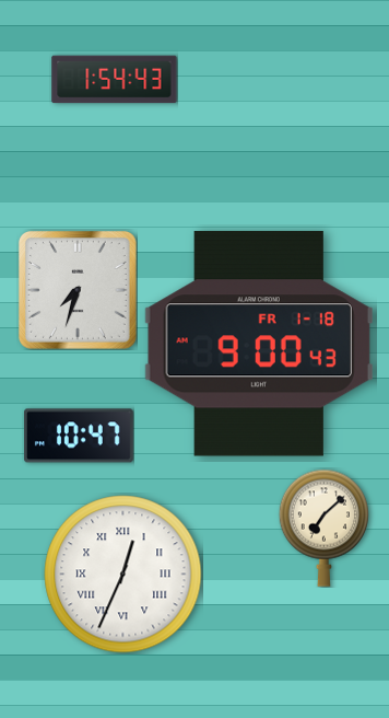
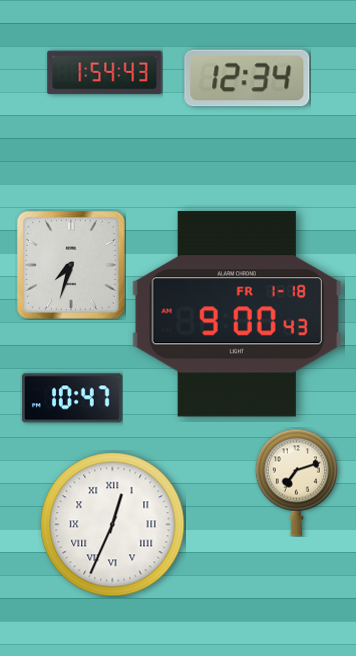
clock at (247, 78): none -> 12:34
clock at (323, 528): 7:08 -> 7:12
